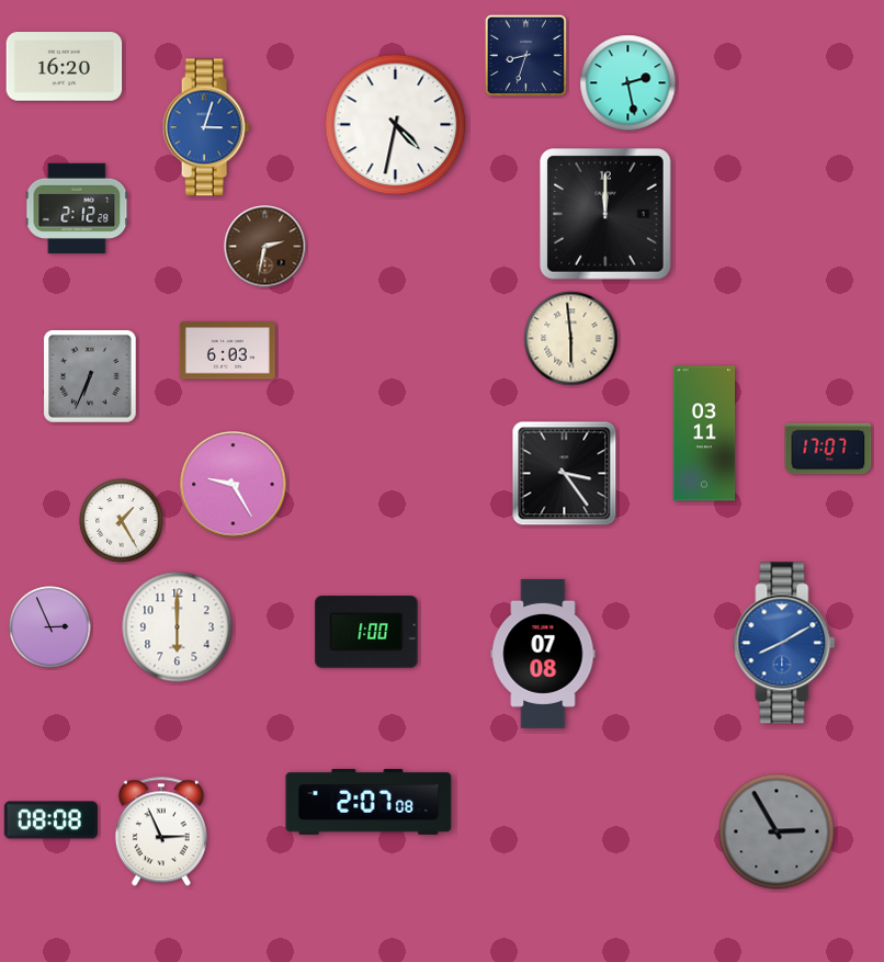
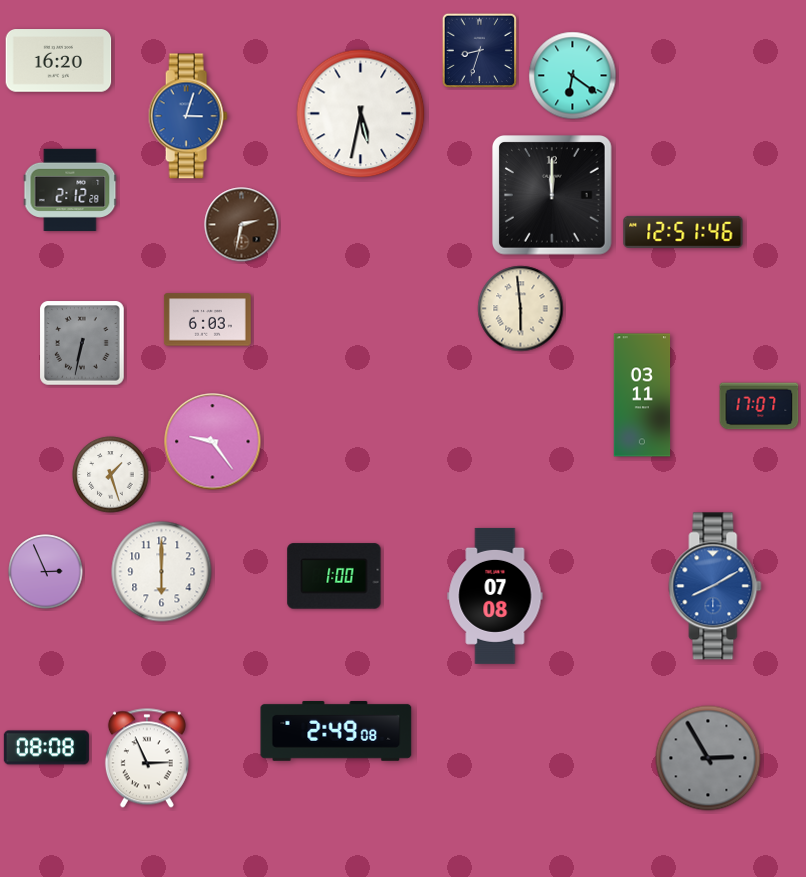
clock at (628, 83): 2:28 -> 6:21
clock at (396, 125): 4:32 -> 5:32
clock at (683, 232): none -> 12:51
clock at (90, 376): 6:34 -> 6:32
clock at (828, 449) position: (828, 449) -> (759, 406)
clock at (565, 474): 3:24 -> none
clock at (234, 485): 9:25 -> 9:24
clock at (122, 521): 1:25 -> 1:27
clock at (369, 802): 2:07 -> 2:49
